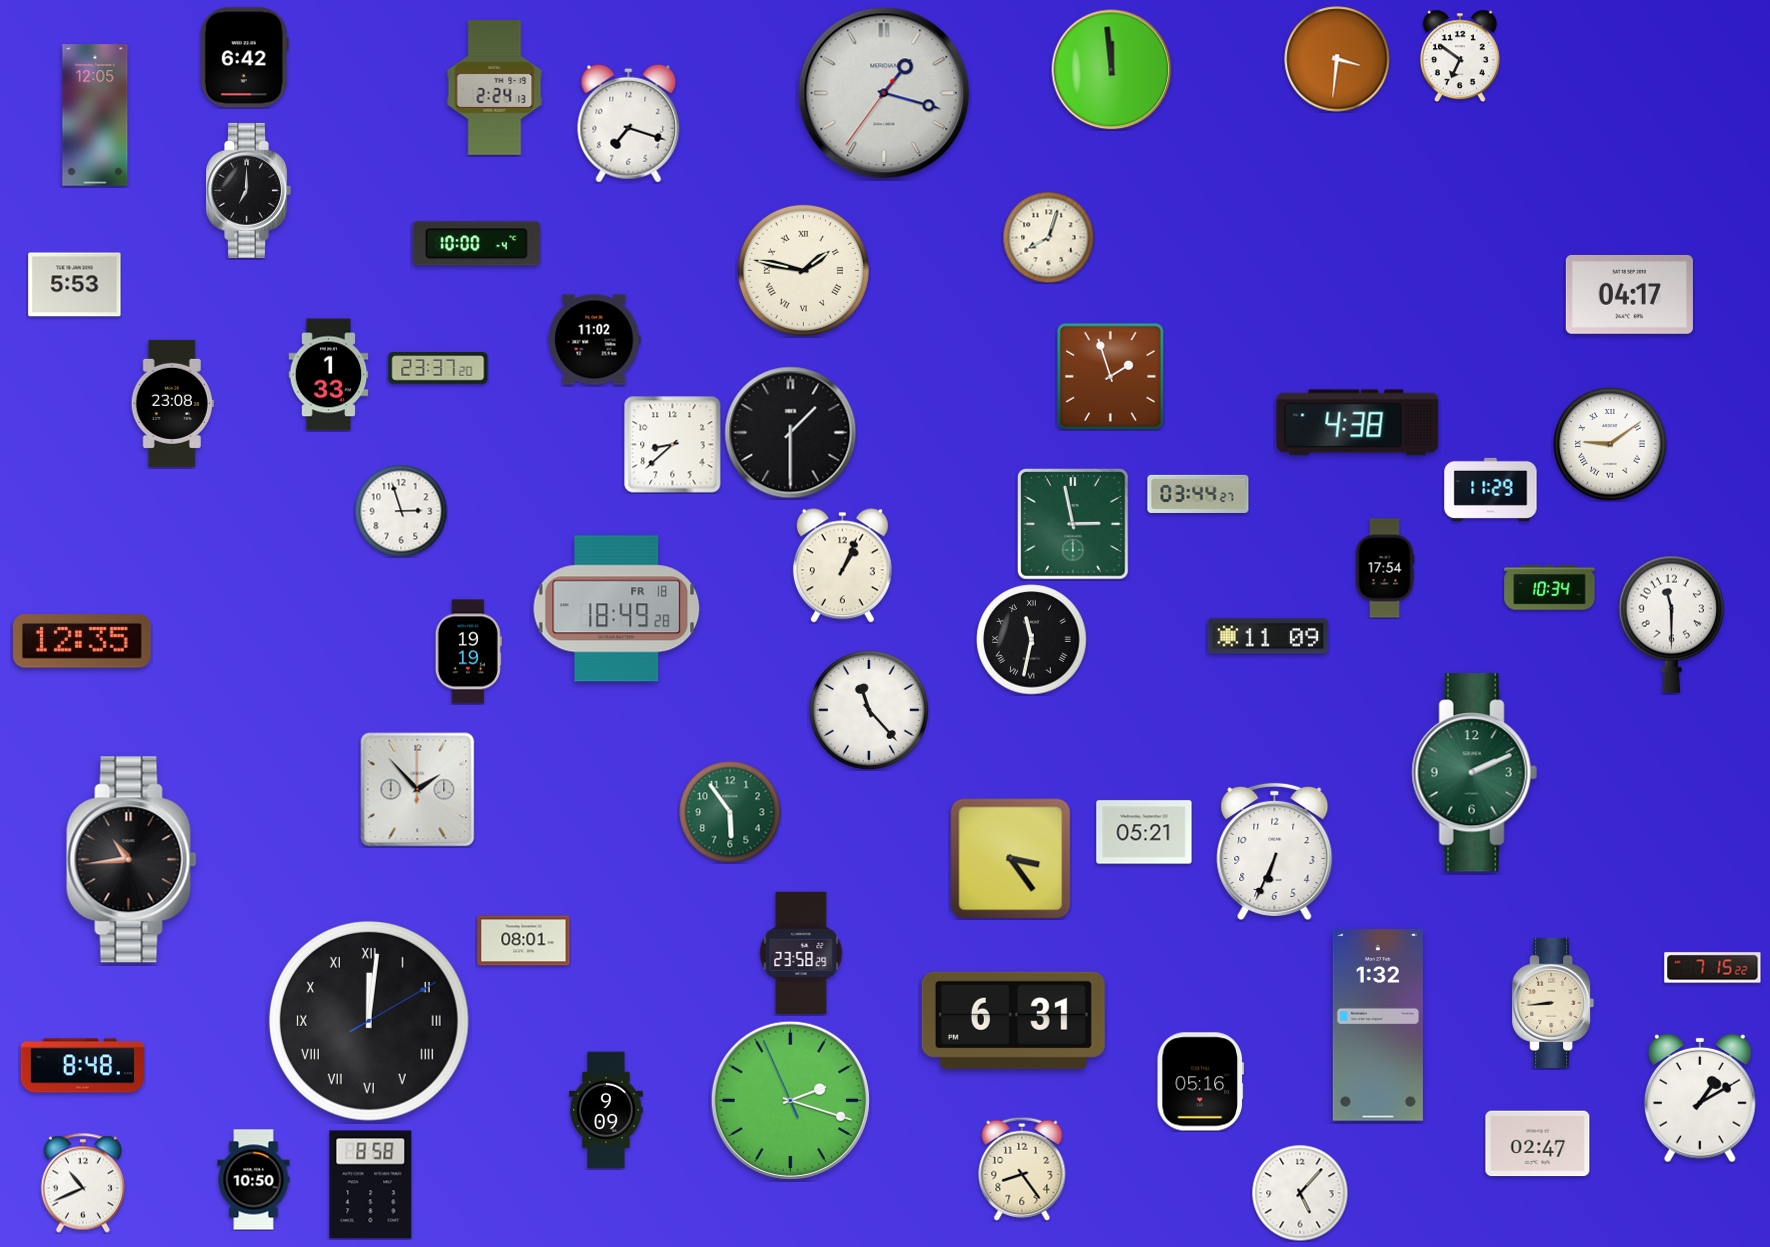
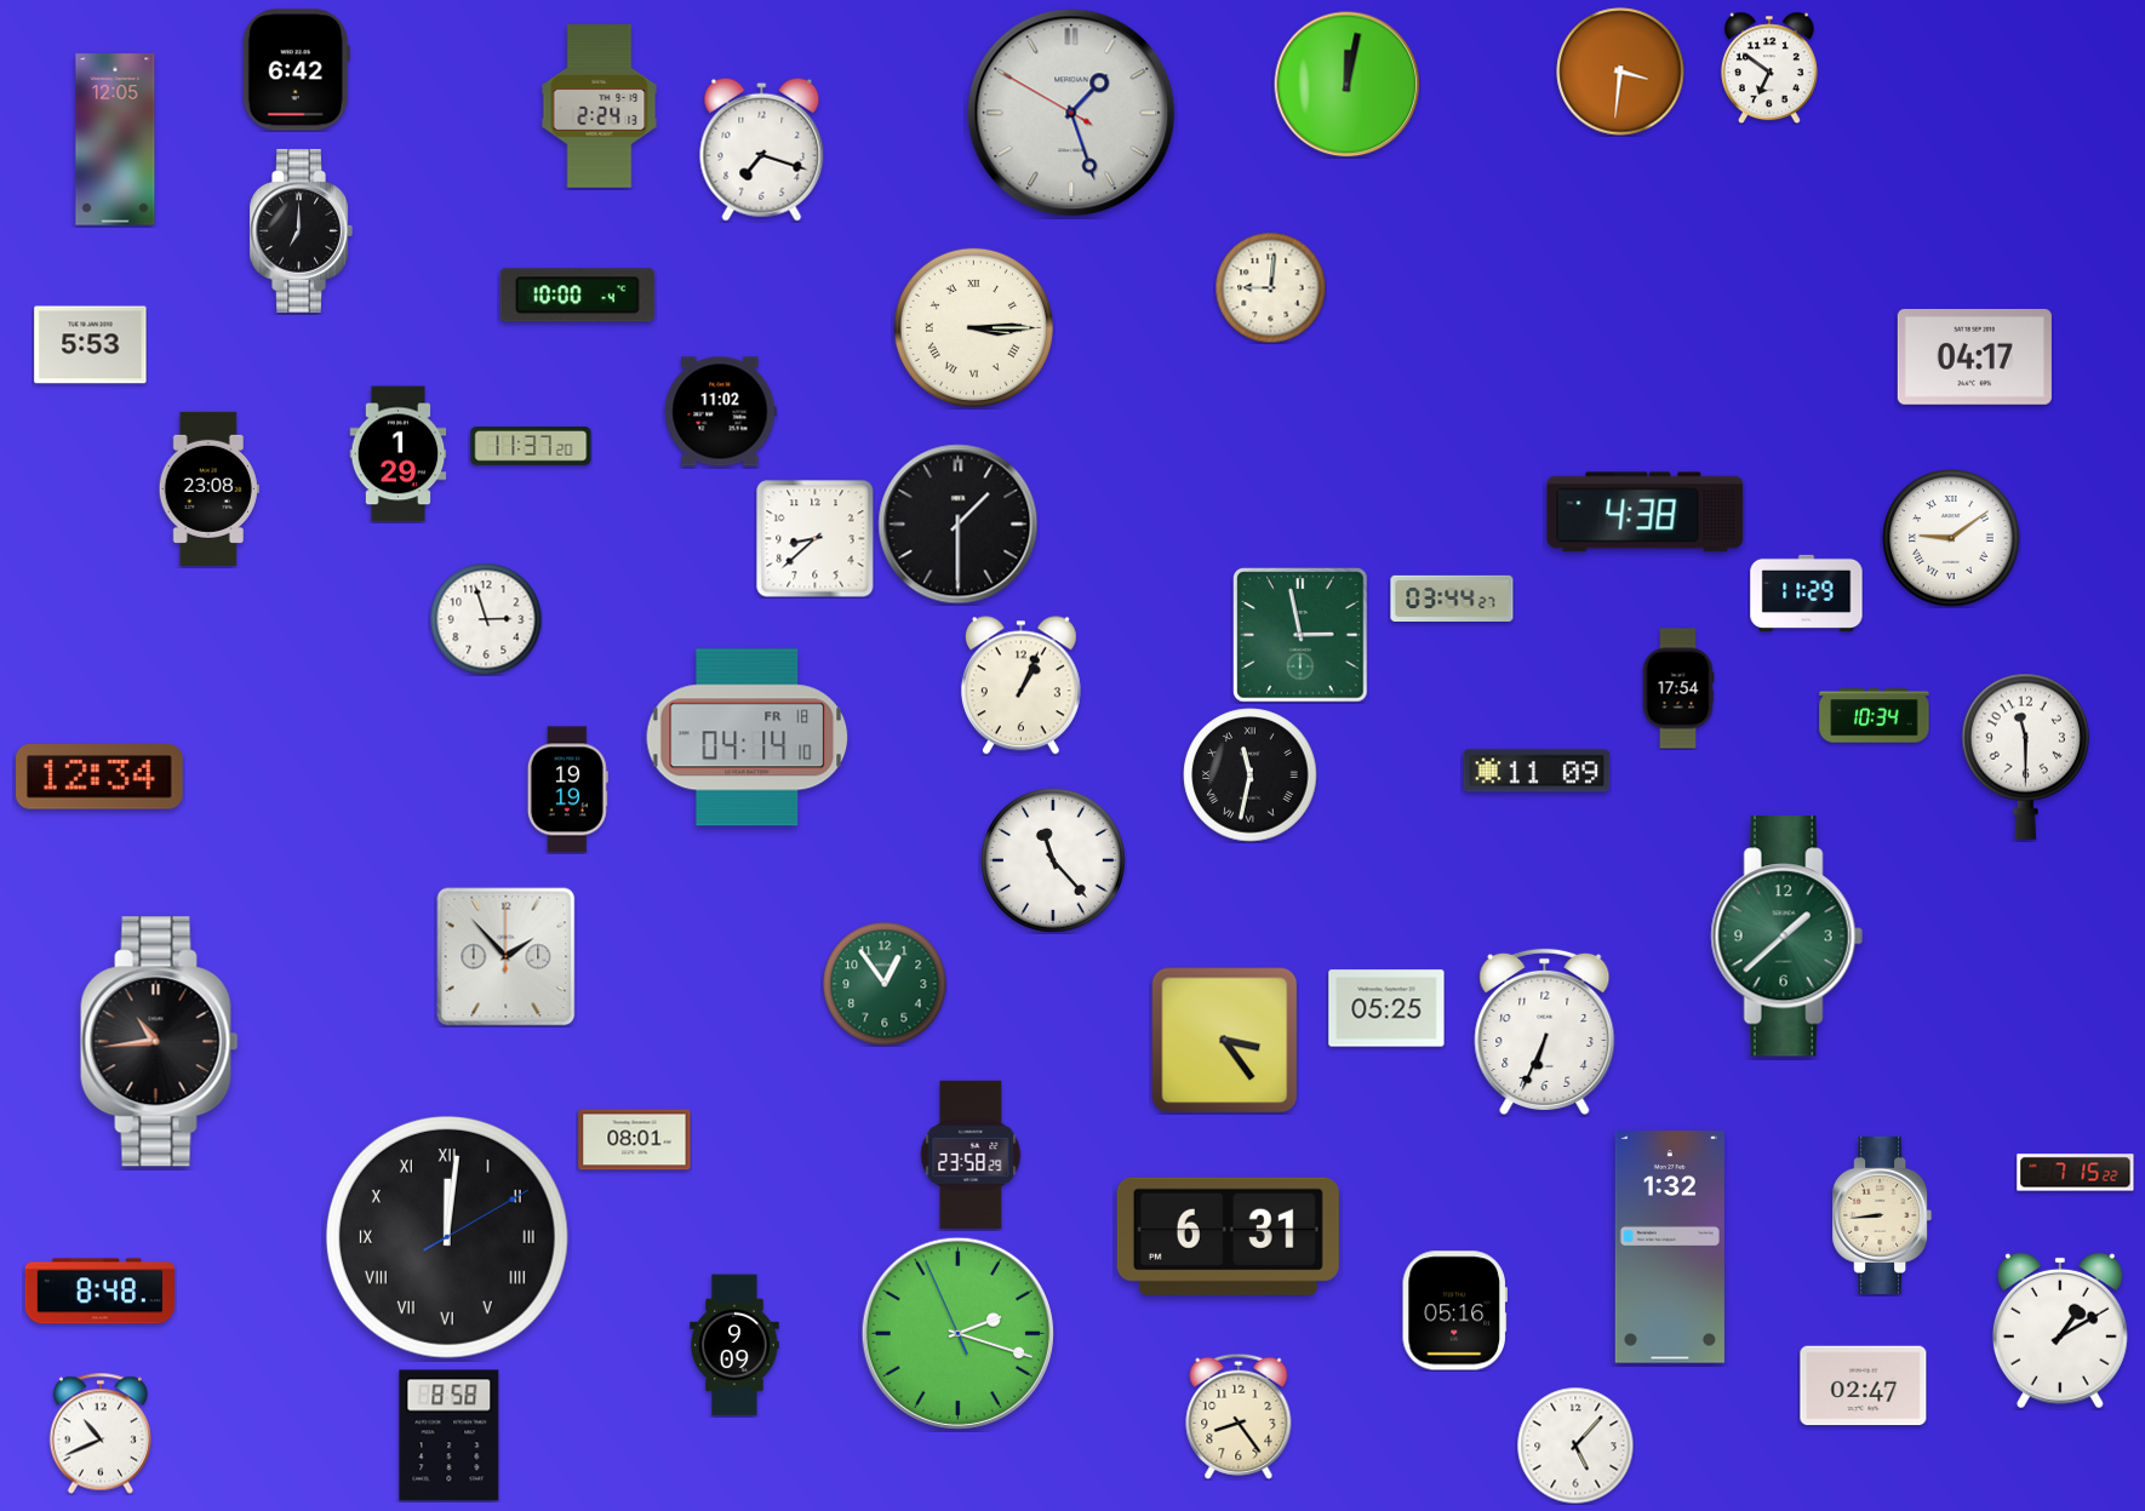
clock at (1112, 70): 11:59 -> 12:02
clock at (884, 93): 1:17 -> 1:26
clock at (1048, 237): 8:03 -> 9:01
clock at (803, 270): 1:47 -> 3:15
clock at (438, 368): 23:37 -> 11:37
clock at (329, 375): 1:33 -> 1:29
clock at (1110, 376): 1:57 -> none
clock at (1550, 588) position: (1550, 588) -> (1875, 716)
clock at (617, 609): 18:49 -> 04:14
clock at (83, 641): 12:35 -> 12:34
clock at (1474, 773): 2:11 -> 1:38
clock at (730, 812): 5:54 -> 12:54
clock at (1144, 832): 05:21 -> 05:25
clock at (1378, 1025) position: (1378, 1025) -> (1670, 1247)
clock at (254, 1180): 10:50 -> none
